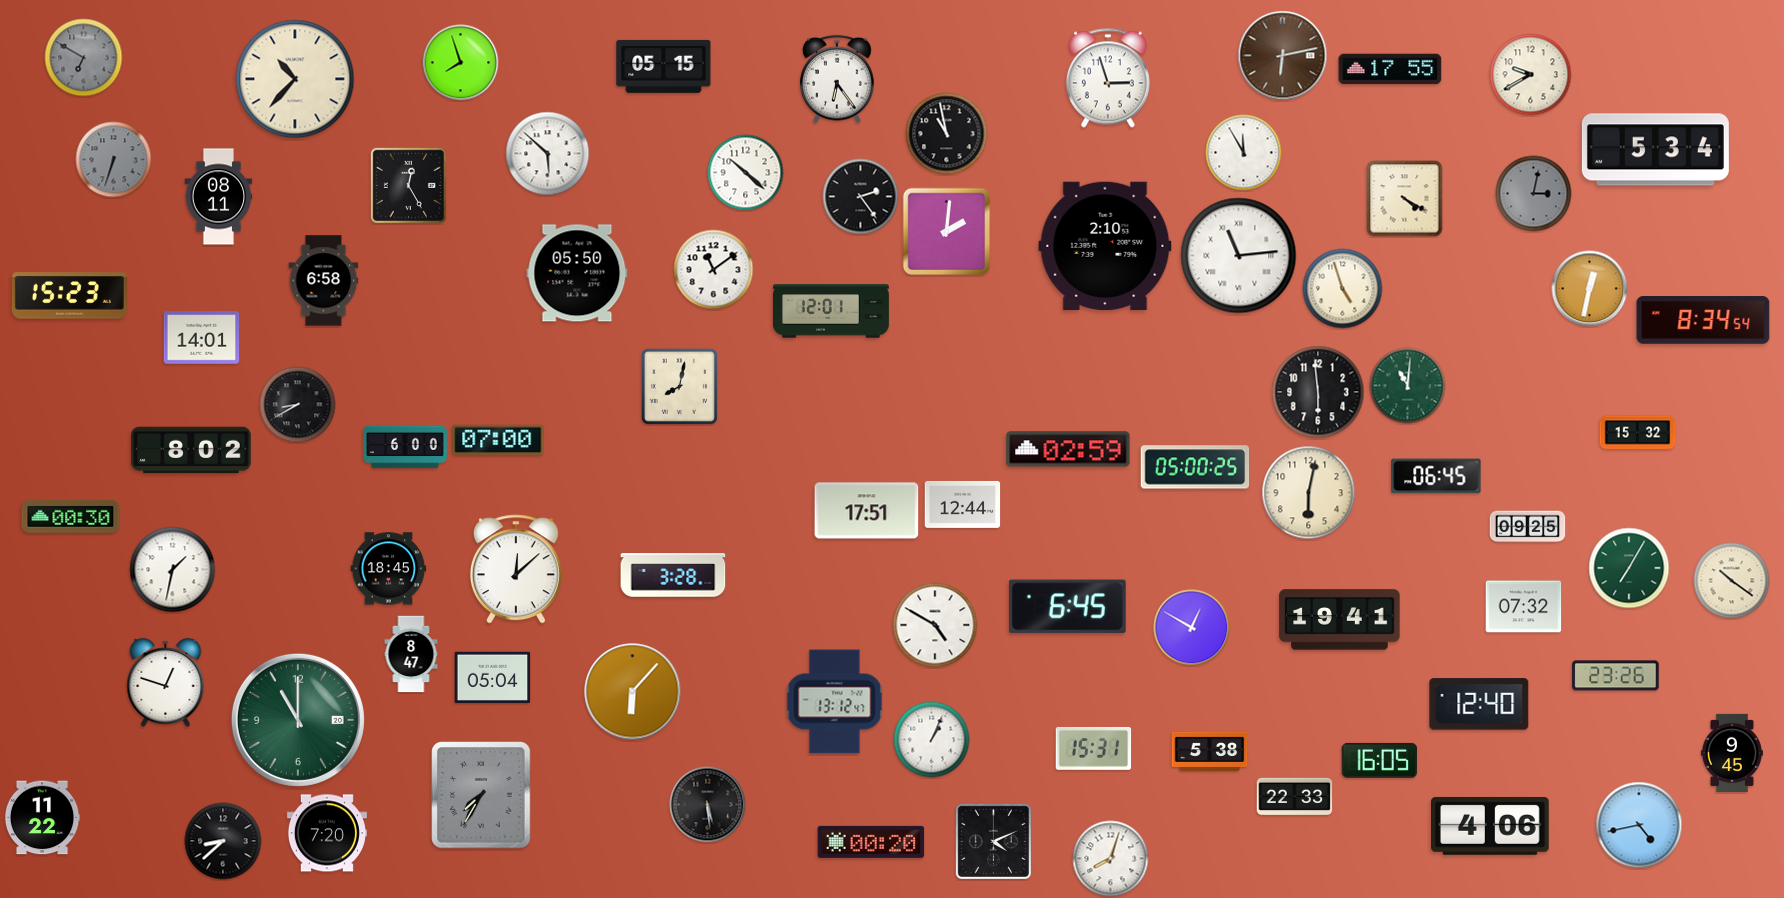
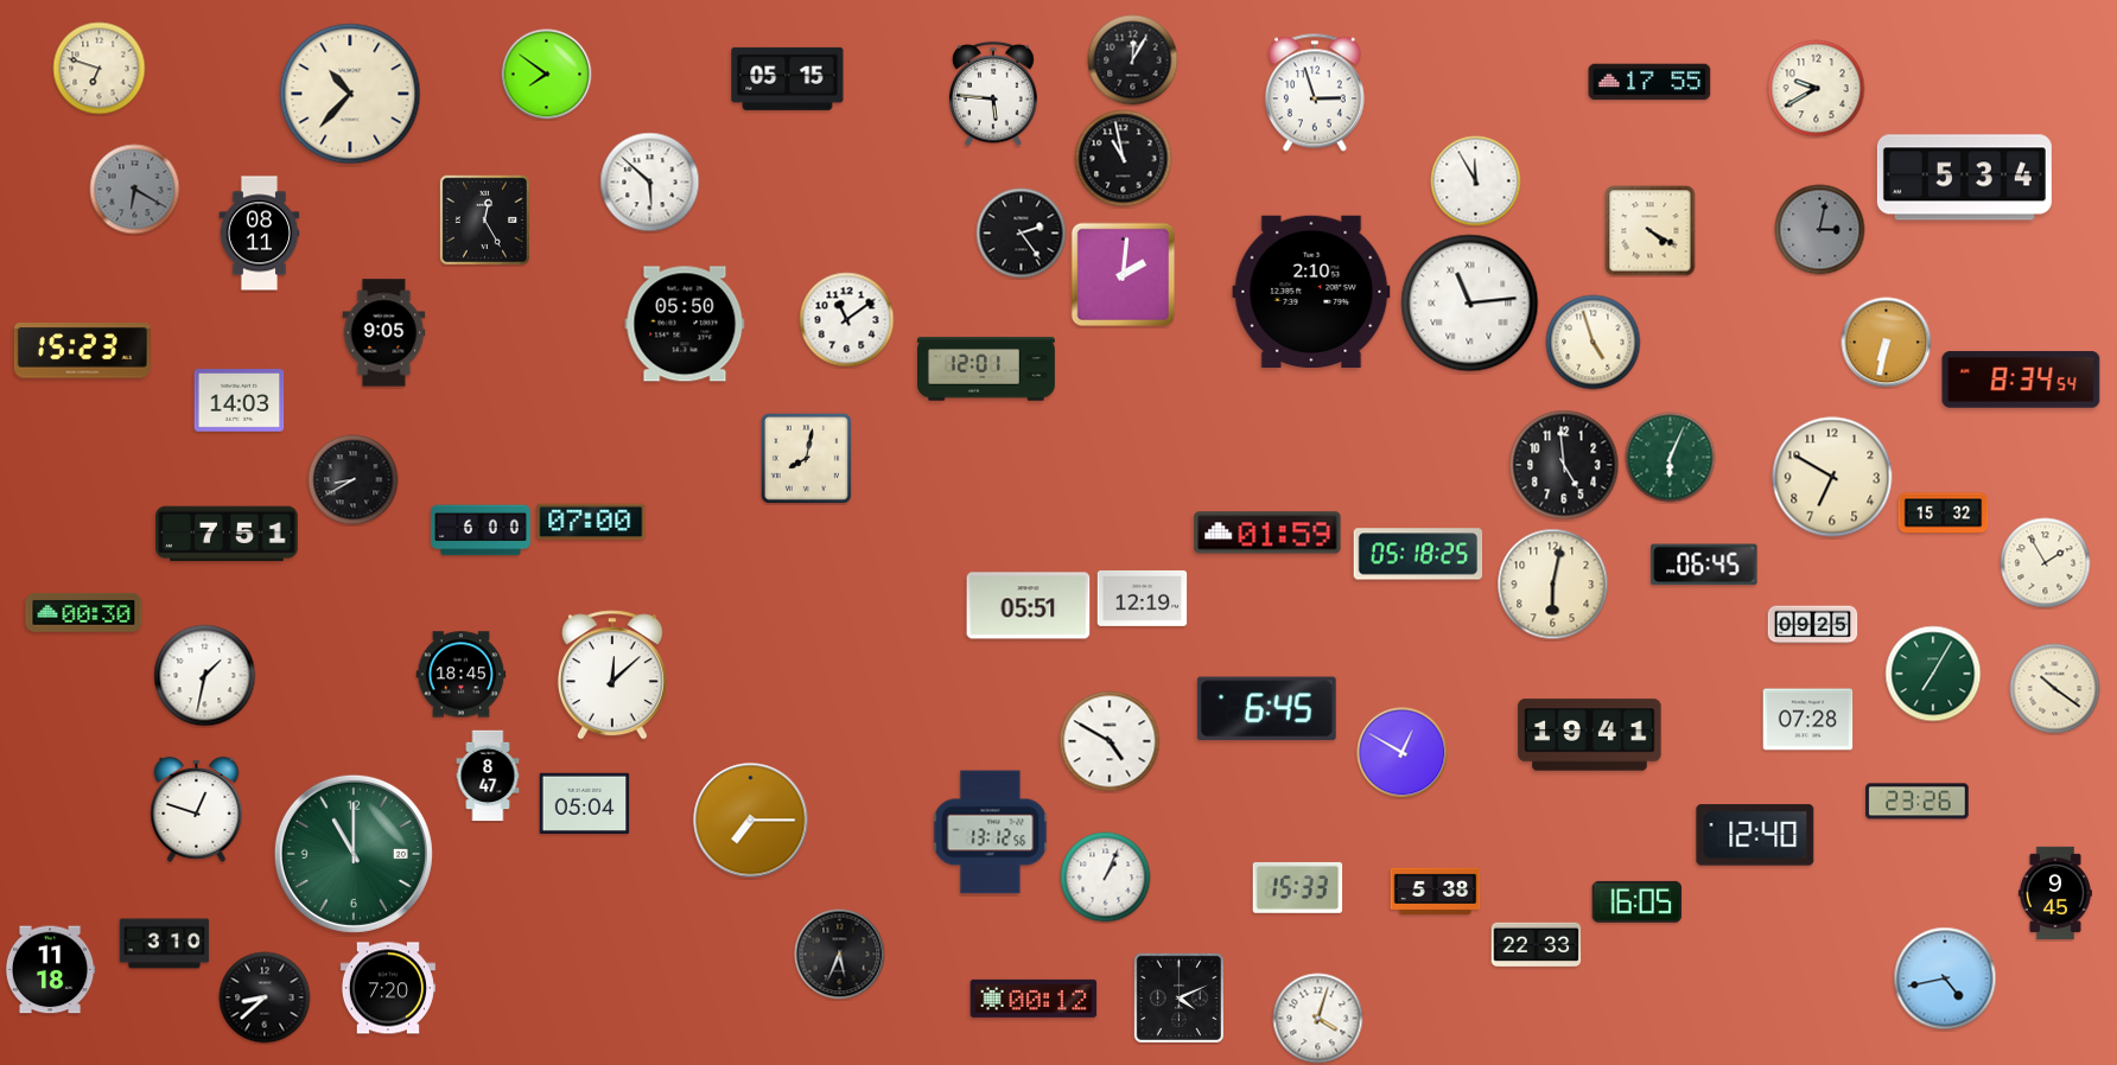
clock at (1133, 60): none -> 12:05
clock at (1283, 56): 6:13 -> none
clock at (84, 58): 6:50 -> 6:48
clock at (84, 58) dial: grey -> cream
clock at (461, 63): 7:57 -> 7:51
clock at (837, 79): 6:24 -> 5:46
clock at (114, 160): 6:33 -> 6:20
clock at (746, 173): 10:22 -> none
clock at (1405, 199) position: (1405, 199) -> (1651, 231)
clock at (324, 281): 6:58 -> 9:05
clock at (1590, 289): 12:32 -> 6:32
clock at (202, 338): 14:01 -> 14:03
clock at (1408, 386): 11:01 -> 6:04
clock at (1318, 392): 5:59 -> 4:59
clock at (1832, 477): none -> 6:50
clock at (1068, 449): 02:59 -> 01:59
clock at (191, 450): 8:02 -> 7:51
clock at (1195, 467): 05:00 -> 05:18
clock at (2046, 563): none -> 1:55
clock at (963, 504): 12:44 -> 12:19
clock at (867, 511): 17:51 -> 05:51
clock at (673, 575): 3:28 -> none
clock at (1067, 607) position: (1067, 607) -> (1266, 709)
clock at (1524, 607): 07:32 -> 07:28
clock at (1192, 628) position: (1192, 628) -> (1403, 753)
clock at (633, 692): 6:07 -> 7:15
clock at (835, 702): 13:12:47 -> 13:12:56
clock at (1094, 748): 15:31 -> 15:33
clock at (481, 795): 7:35 -> none
clock at (165, 944): none -> 3:10
clock at (708, 805): 5:29 -> 5:34
clock at (42, 818): 11:22 -> 11:18
clock at (1491, 826): 4:06 -> none
clock at (871, 842): 00:20 -> 00:12
clock at (1111, 859): 8:03 -> 4:03
